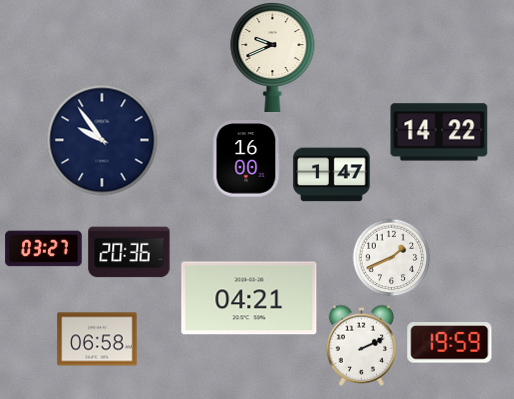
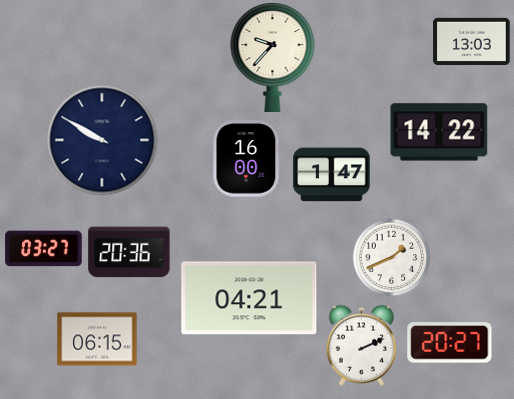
clock at (472, 41): none -> 13:03
clock at (273, 57): 9:41 -> 9:37
clock at (102, 140): 9:54 -> 9:50
clock at (97, 339): 06:58 -> 06:15
clock at (450, 343): 19:59 -> 20:27
